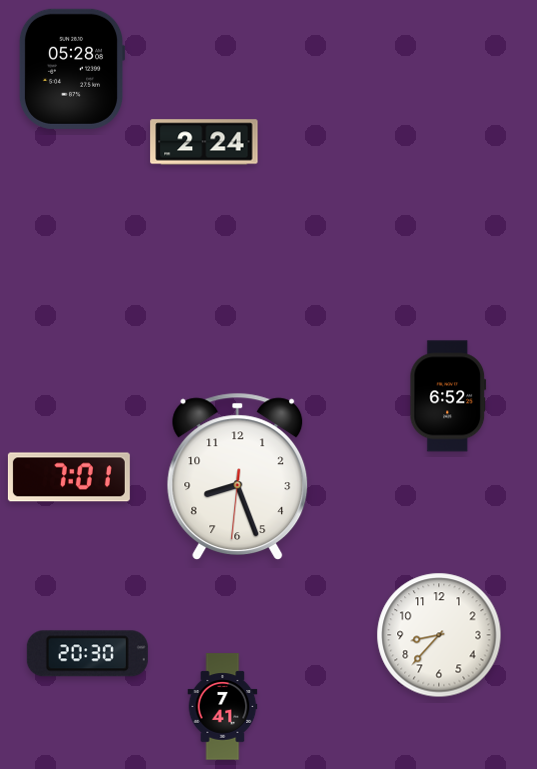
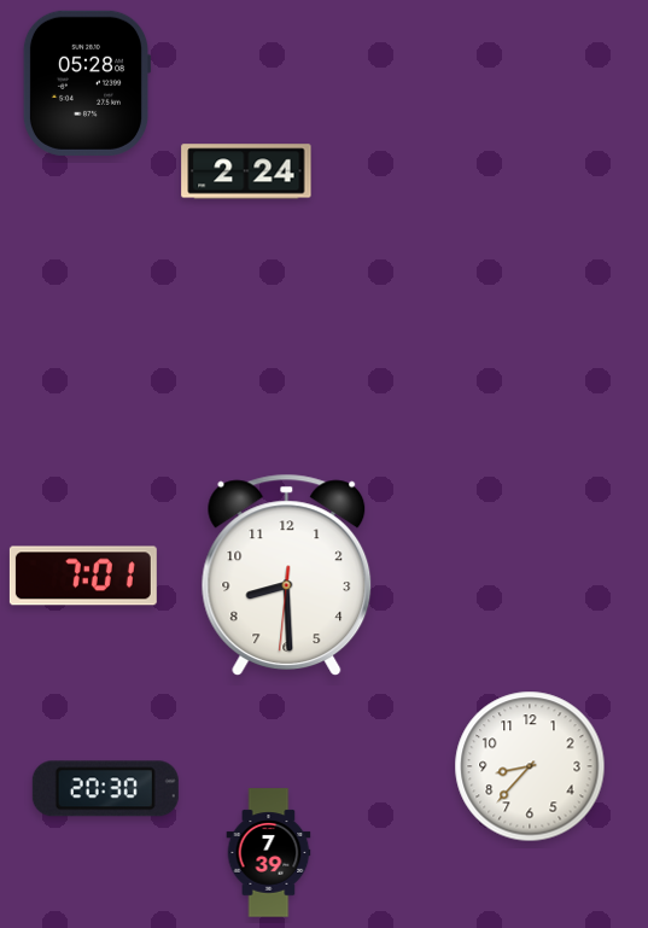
clock at (448, 396): 6:52 -> none
clock at (238, 476): 8:26 -> 8:29
clock at (223, 707): 7:41 -> 7:39
